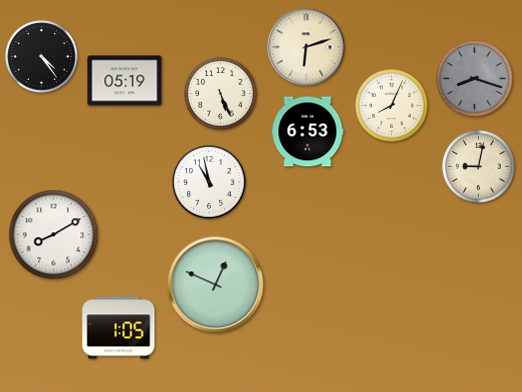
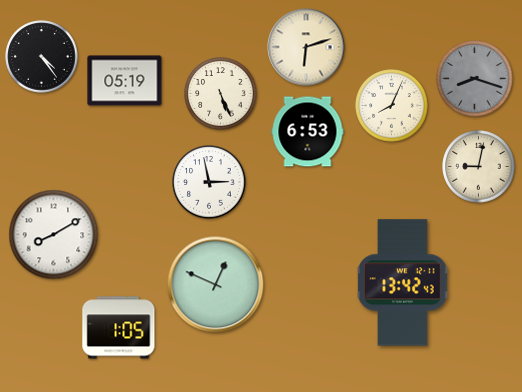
clock at (209, 182): 10:58 -> 2:58
clock at (403, 283): none -> 13:42
